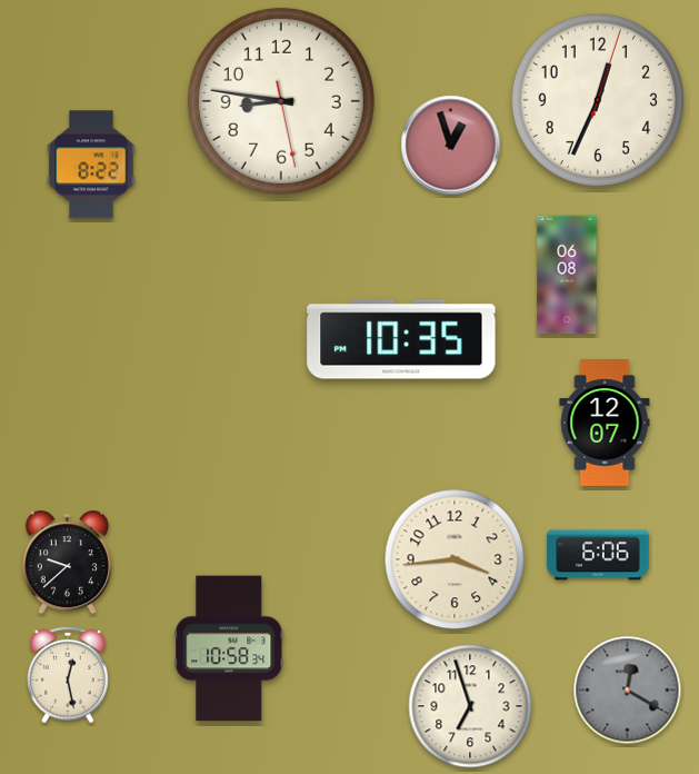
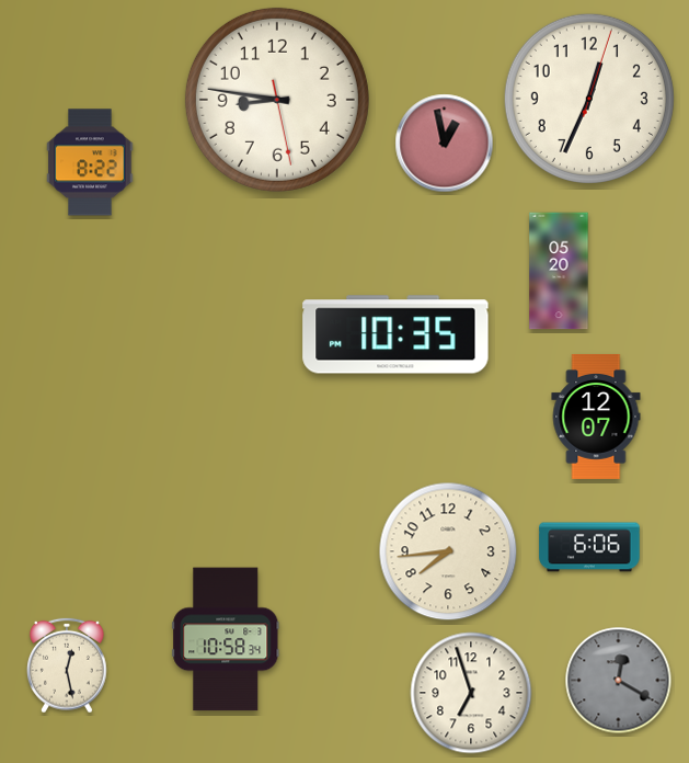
clock at (451, 146): 12:57 -> 12:58
clock at (567, 275): 06:08 -> 05:20
clock at (455, 559): 3:44 -> 7:44
clock at (67, 563): 9:38 -> none
clock at (470, 706) position: (470, 706) -> (471, 693)
